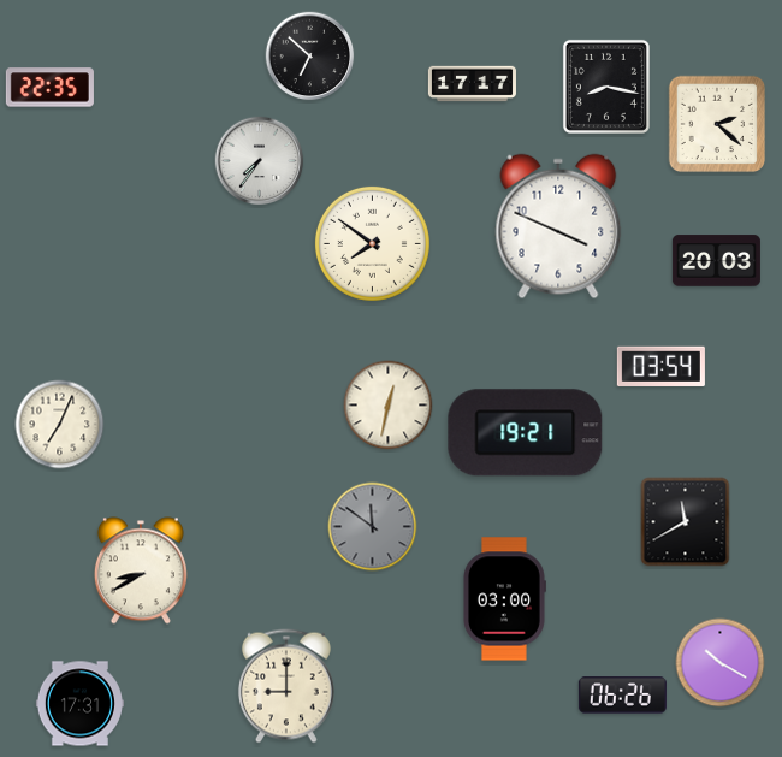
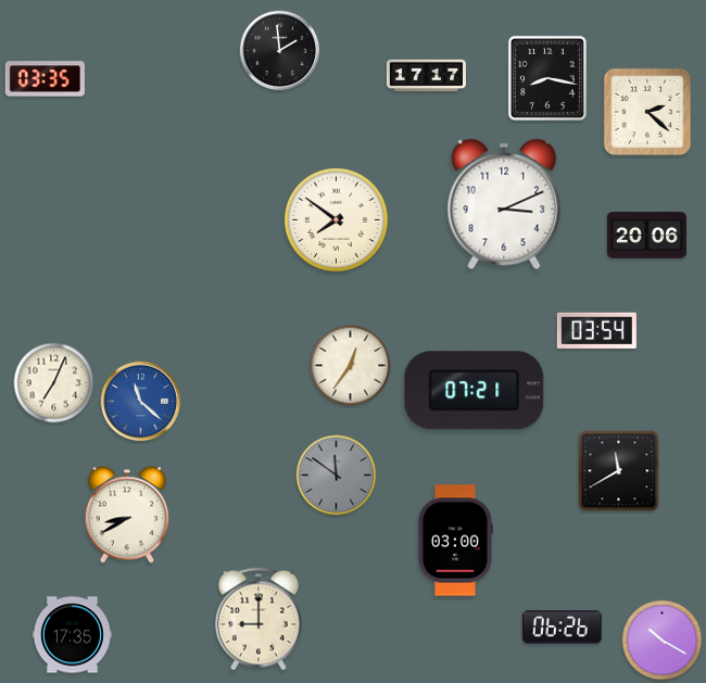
clock at (310, 57): 6:52 -> 1:59
clock at (49, 88): 22:35 -> 03:35
clock at (260, 161): 7:36 -> none
clock at (558, 226): 3:49 -> 3:11
clock at (716, 261): 20:03 -> 20:06
clock at (389, 406): 12:32 -> 12:36
clock at (526, 433): 19:21 -> 07:21
clock at (141, 402): none -> 11:22
clock at (721, 663) position: (721, 663) -> (663, 641)
clock at (79, 704): 17:31 -> 17:35
